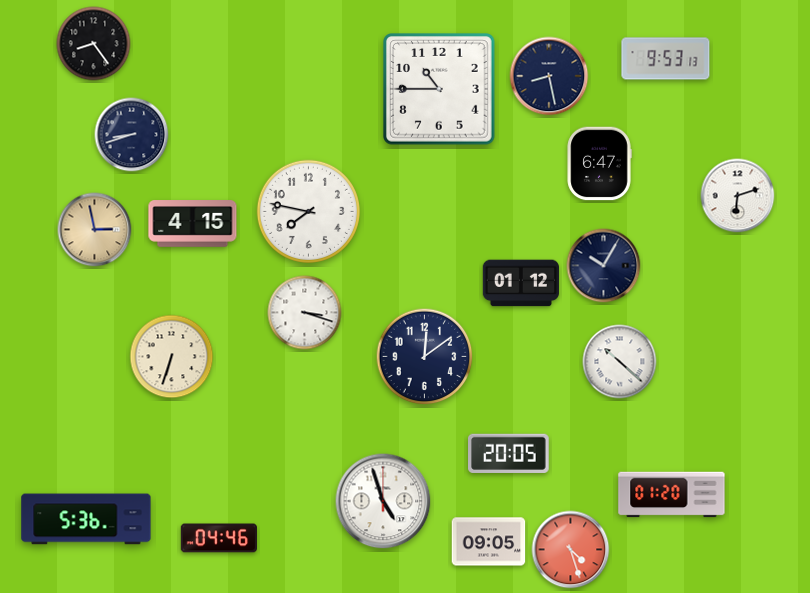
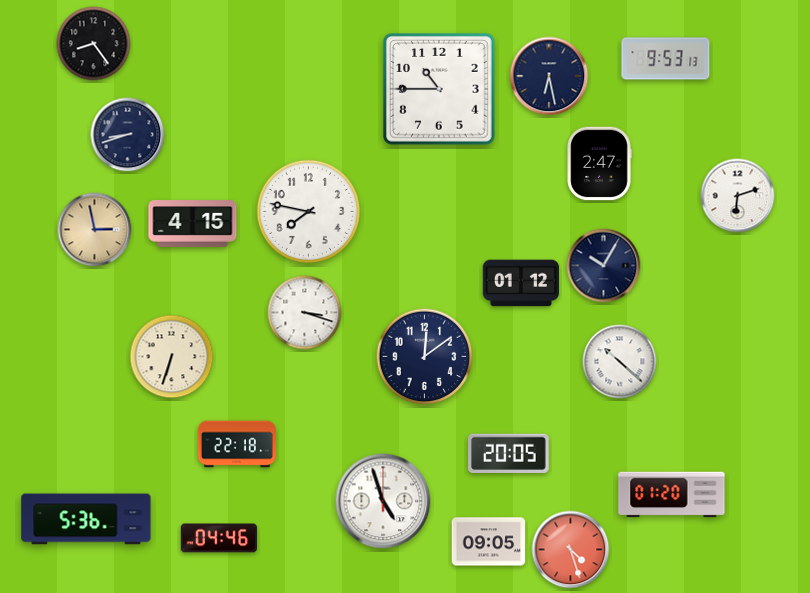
clock at (549, 76): 8:28 -> 6:28
clock at (132, 135) position: (132, 135) -> (128, 135)
clock at (599, 164): 6:47 -> 2:47
clock at (237, 444): none -> 22:18
